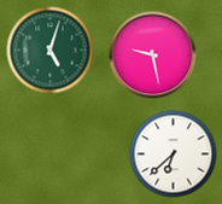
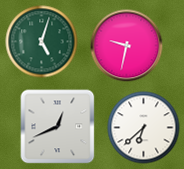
clock at (153, 56): 9:28 -> 9:32
clock at (58, 127): none -> 12:41
